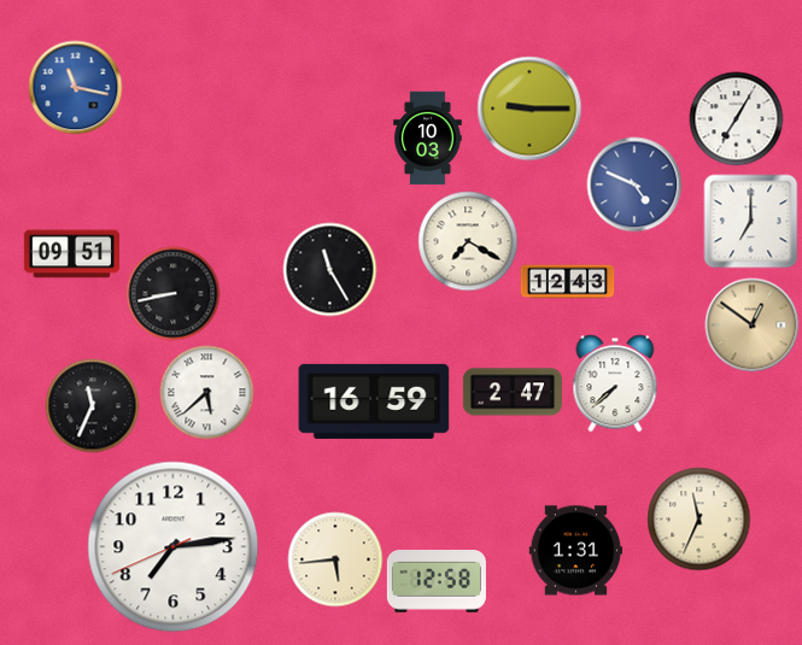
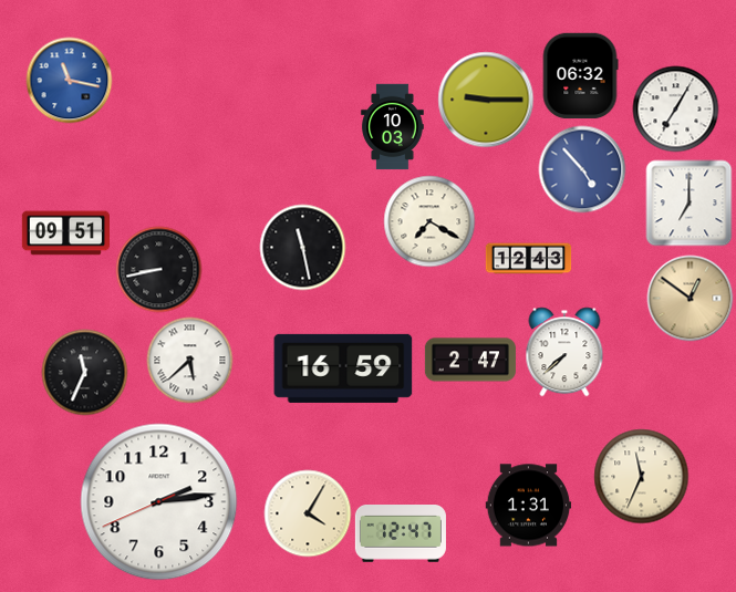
clock at (580, 75): none -> 06:32
clock at (634, 184): 4:49 -> 4:53
clock at (329, 269): 11:25 -> 11:28
clock at (567, 282) position: (567, 282) -> (528, 259)
clock at (174, 547): 7:13 -> 2:13
clock at (335, 559): 5:44 -> 4:05
clock at (437, 582): 12:58 -> 12:47
